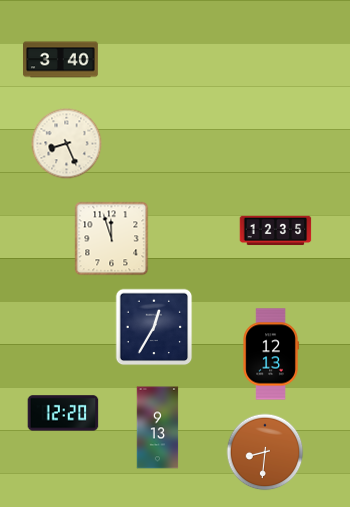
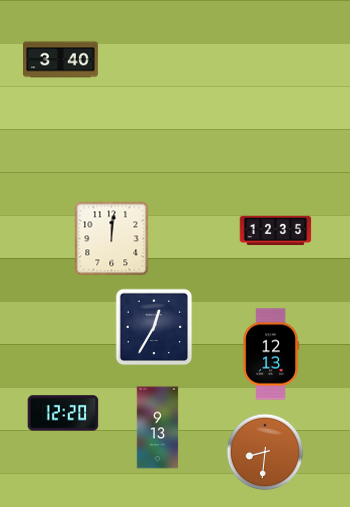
clock at (67, 144): 8:26 -> none
clock at (112, 239): 11:57 -> 12:01
